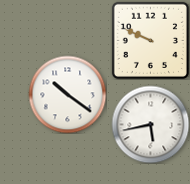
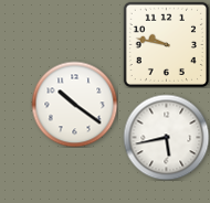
clock at (150, 40): 9:49 -> 9:47
